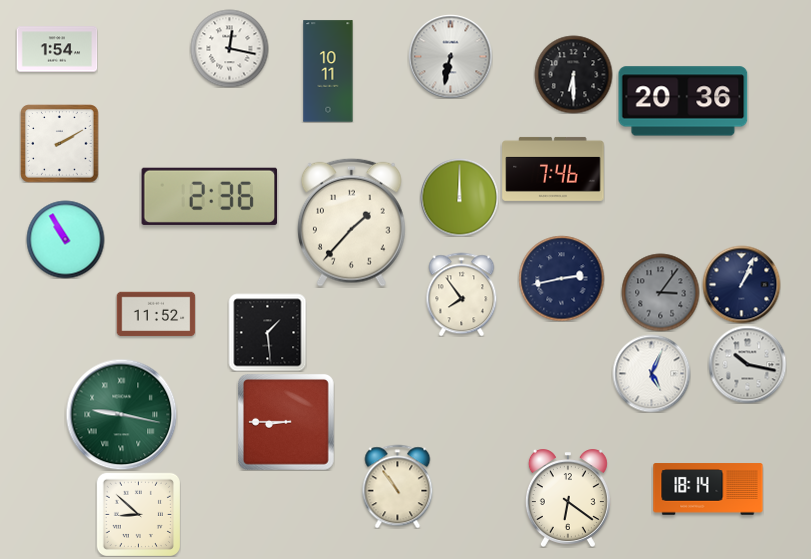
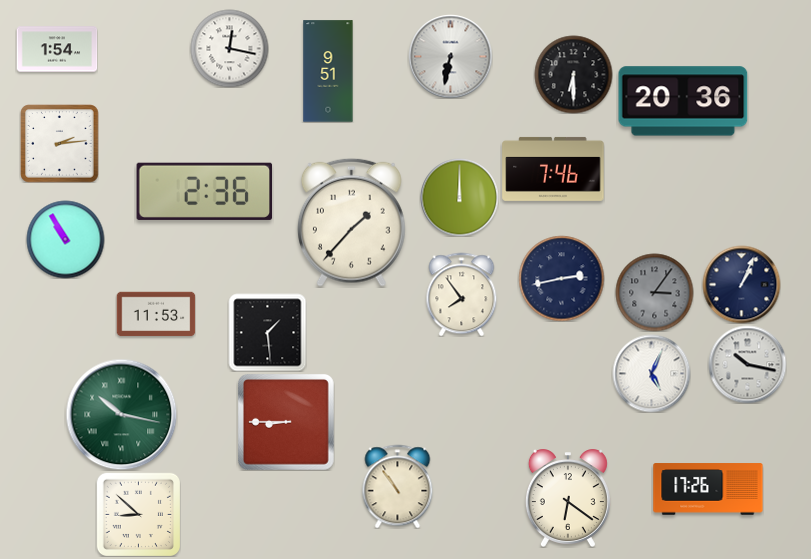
clock at (328, 71): 10:11 -> 9:51
clock at (59, 143): 2:10 -> 2:14
clock at (210, 196) position: (210, 196) -> (205, 191)
clock at (660, 292) position: (660, 292) -> (654, 292)
clock at (156, 314): 11:52 -> 11:53
clock at (121, 414): 9:17 -> 10:17
clock at (708, 489): 18:14 -> 17:26
